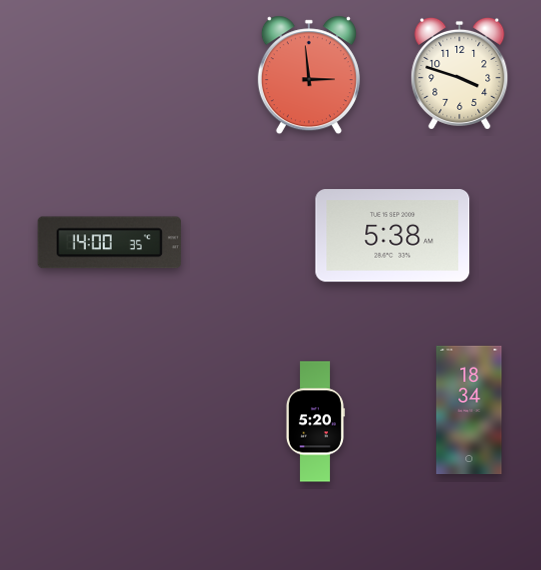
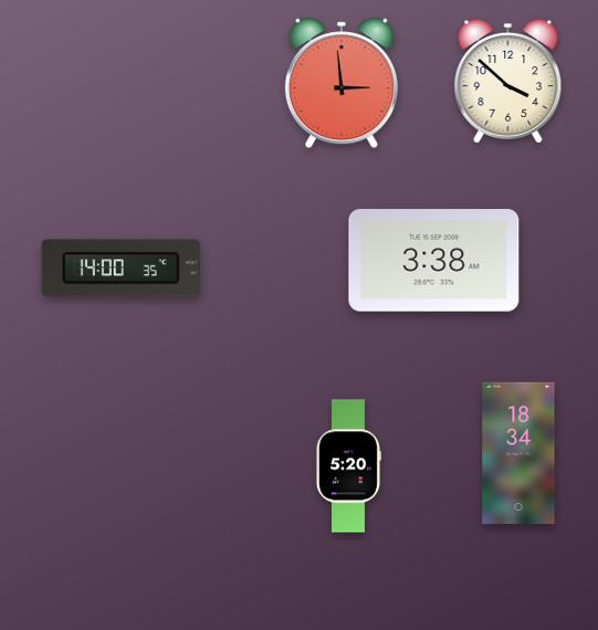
clock at (460, 73): 3:48 -> 3:52
clock at (393, 236): 5:38 -> 3:38
